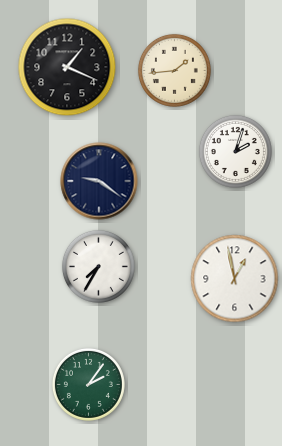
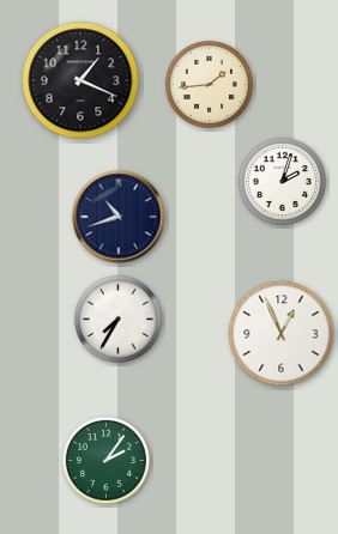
clock at (99, 181): 9:21 -> 10:42
clock at (235, 279): 12:58 -> 12:56
